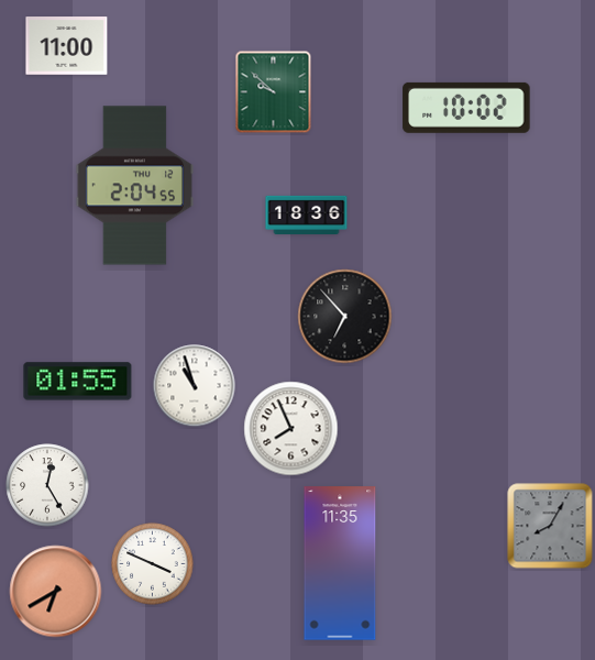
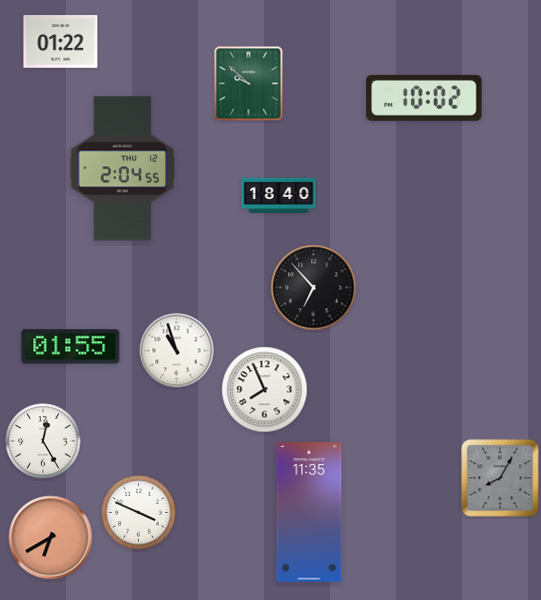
clock at (67, 46): 11:00 -> 01:22
clock at (307, 215): 18:36 -> 18:40
